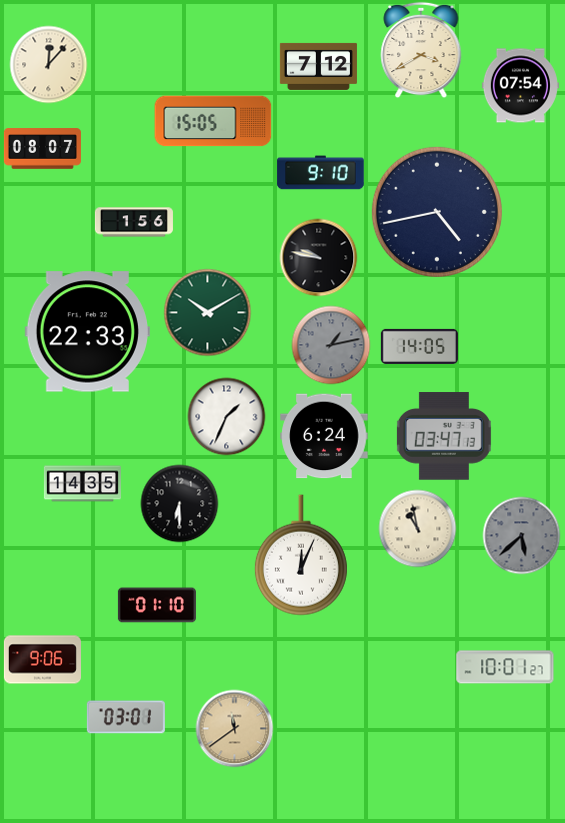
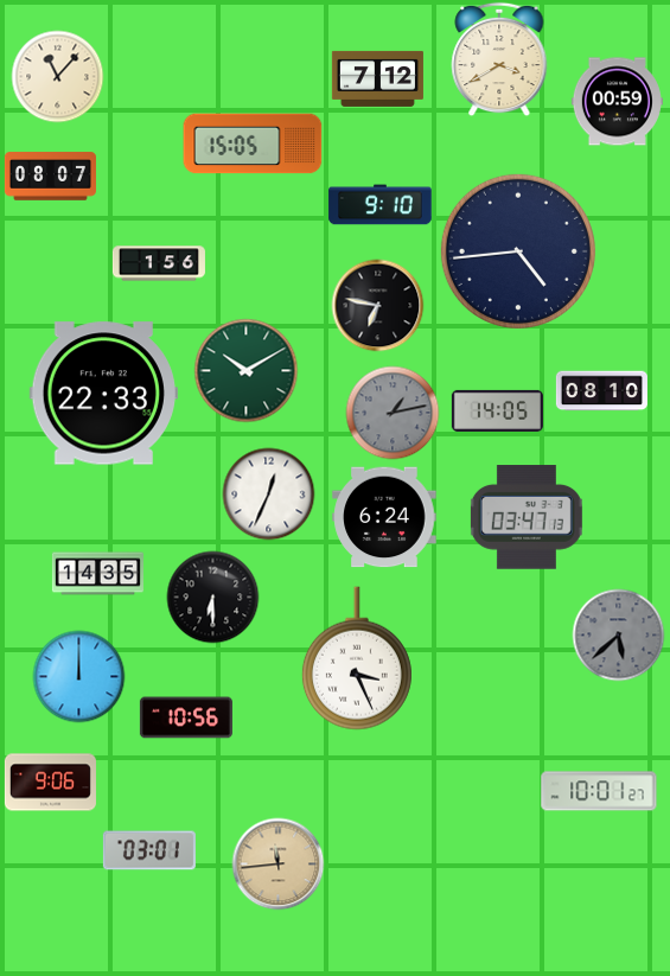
clock at (48, 64): 12:07 -> 11:07
clock at (520, 86): 07:54 -> 00:59
clock at (437, 212): 4:43 -> 4:44
clock at (318, 257): 9:47 -> 6:47
clock at (601, 391): none -> 08:10
clock at (331, 345) position: (331, 345) -> (393, 413)
clock at (226, 416): 1:34 -> 12:34
clock at (417, 528): 10:58 -> none
clock at (301, 555): 12:04 -> 3:26
clock at (78, 676): none -> 12:00
clock at (157, 605): 01:10 -> 10:56
clock at (234, 728): 11:39 -> 11:44
